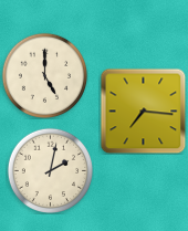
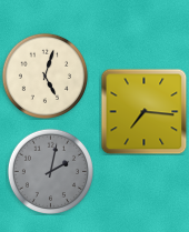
clock at (44, 75): 5:00 -> 5:03
clock at (50, 170) dial: cream -> grey
